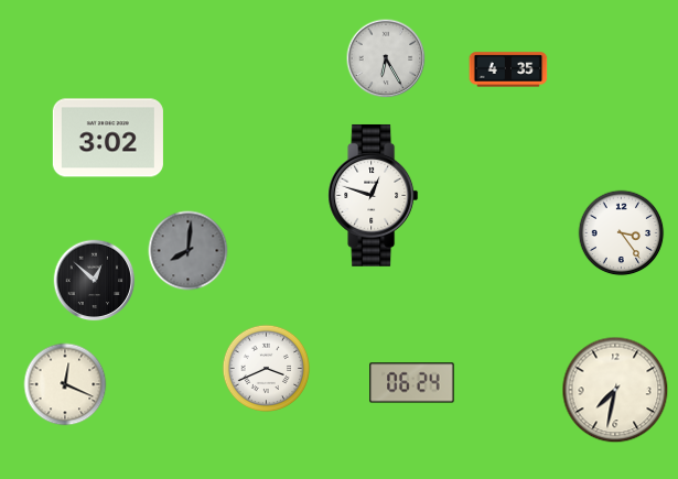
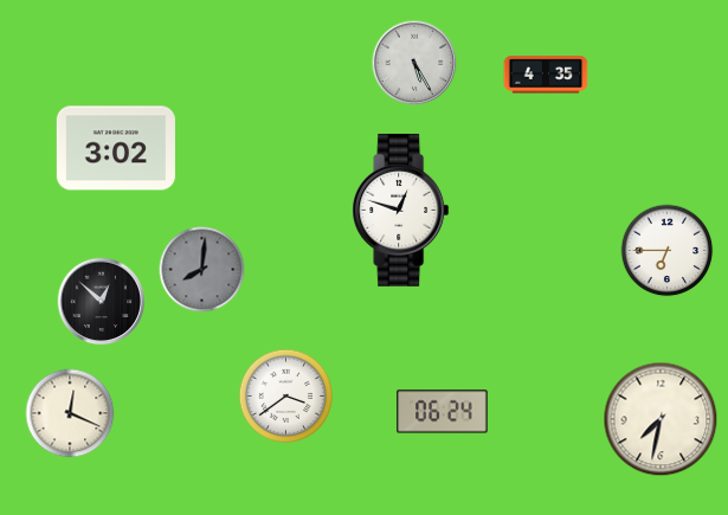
clock at (386, 58): 6:25 -> 5:25
clock at (622, 233): 3:24 -> 6:45
clock at (267, 369): 3:41 -> 3:39
